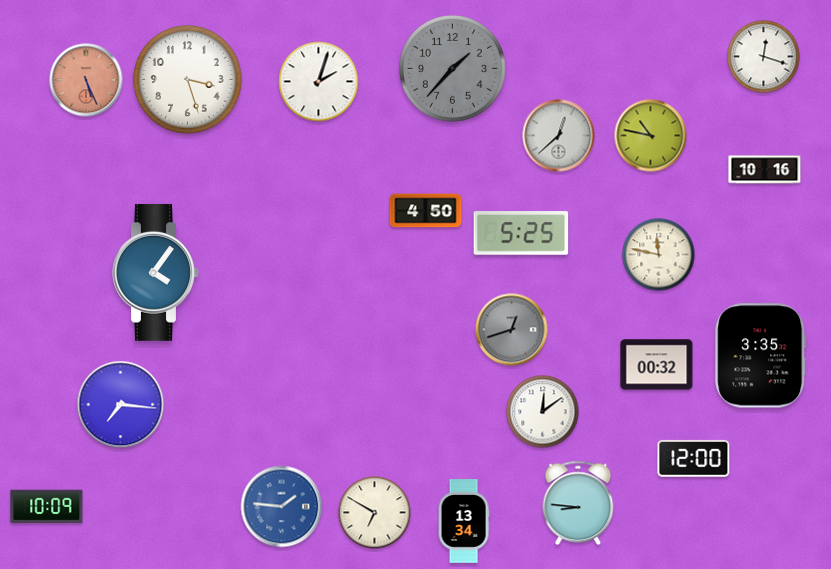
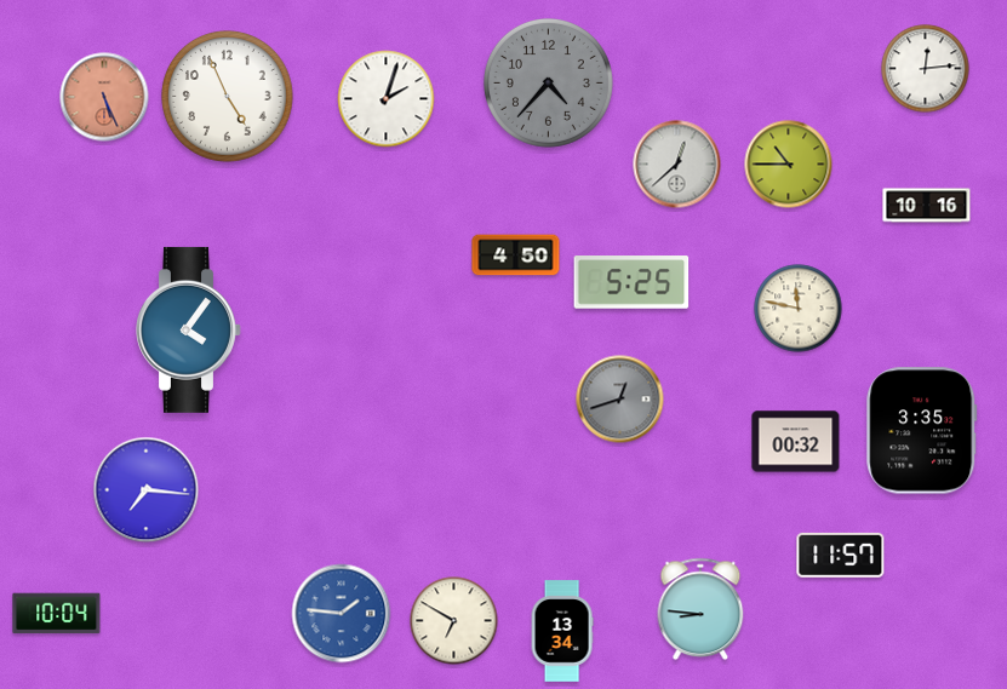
clock at (764, 57): 12:18 -> 12:14
clock at (452, 68): 1:37 -> 4:37
clock at (188, 80): 3:27 -> 4:56
clock at (651, 136): 10:47 -> 10:45
clock at (543, 412): 12:09 -> none
clock at (694, 458): 12:00 -> 11:57
clock at (47, 507): 10:09 -> 10:04
